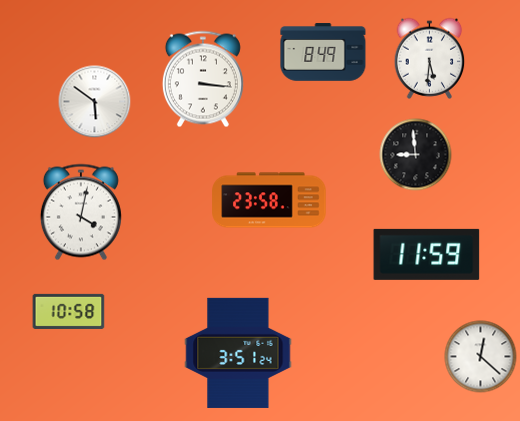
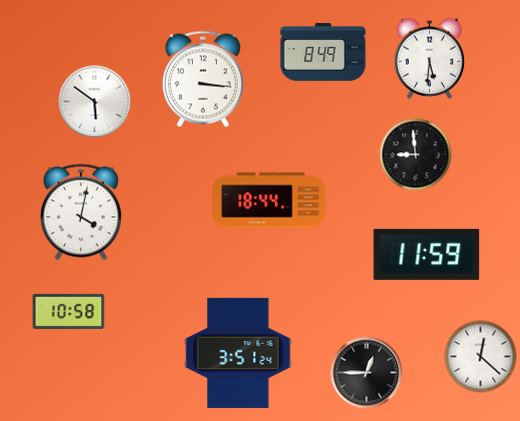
clock at (269, 200): 23:58 -> 18:44
clock at (367, 373): none -> 12:45
